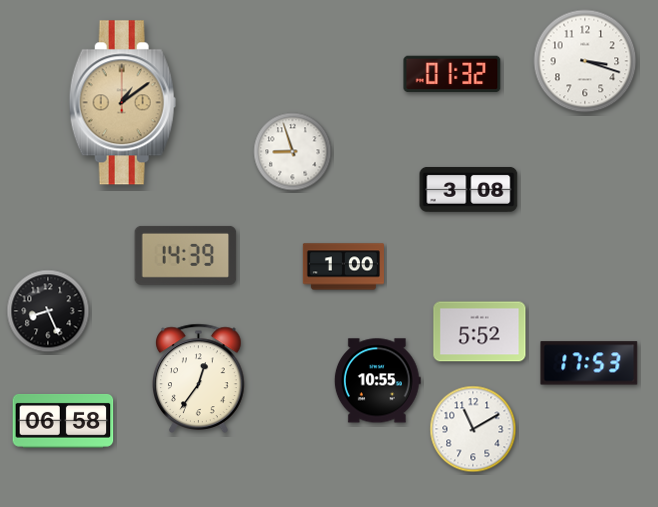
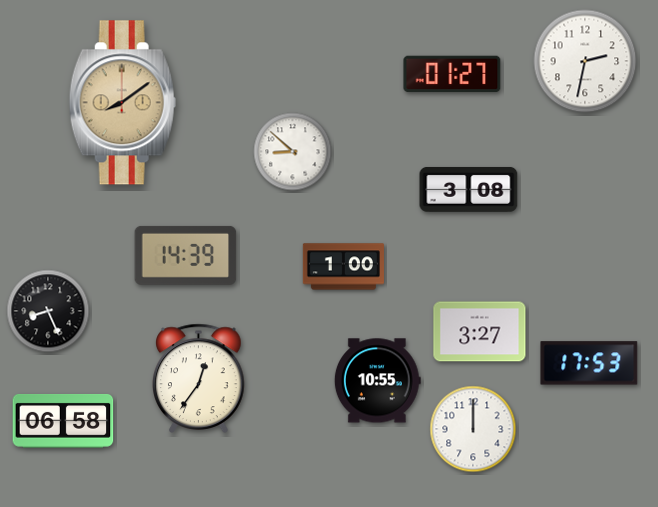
clock at (585, 61): 3:18 -> 2:32
clock at (452, 74): 01:32 -> 01:27
clock at (122, 103): 1:09 -> 8:09
clock at (293, 152): 8:57 -> 8:52
clock at (480, 332): 5:52 -> 3:27
clock at (473, 429): 11:10 -> 12:00
